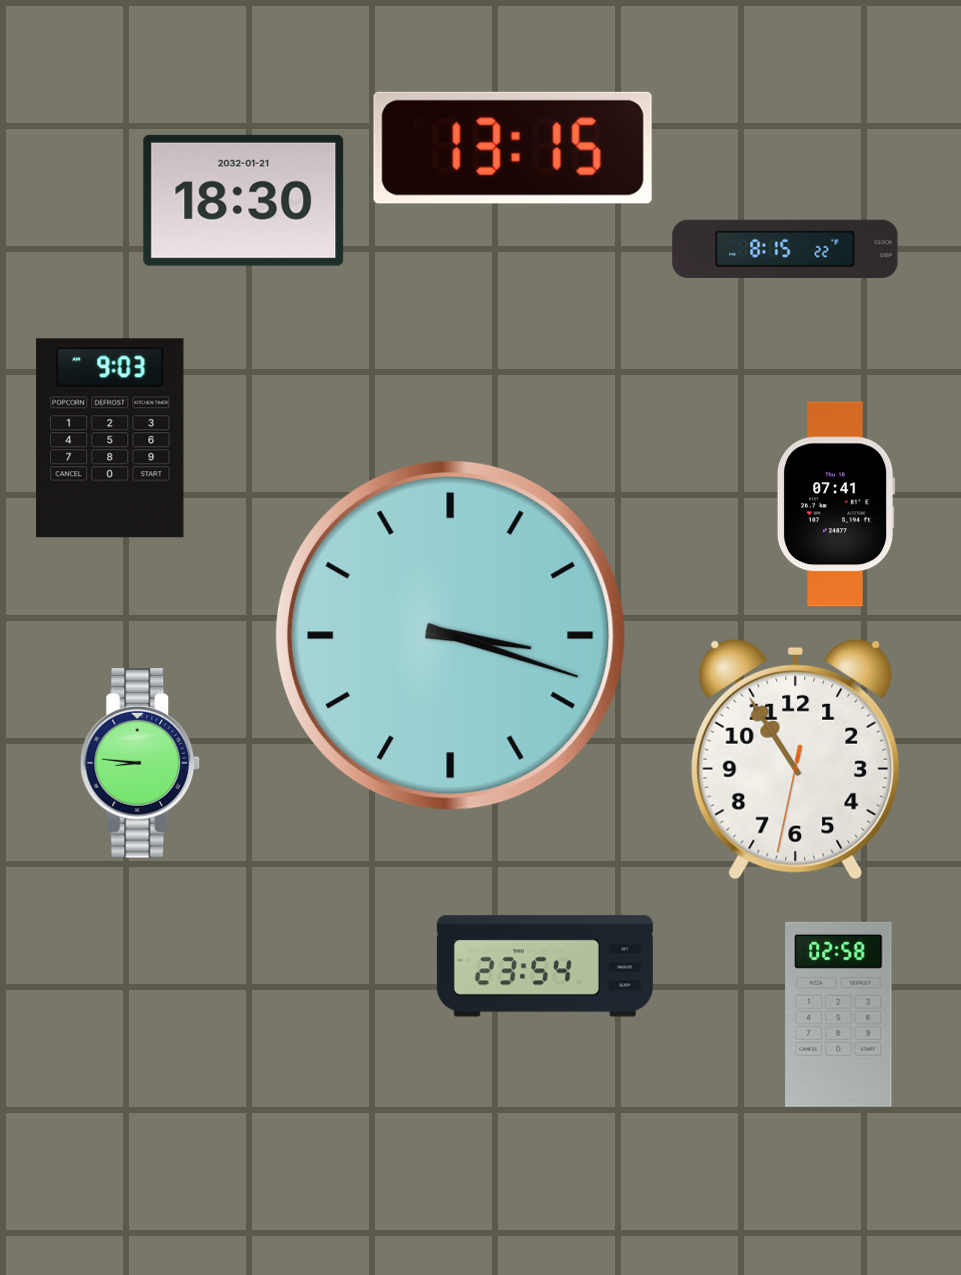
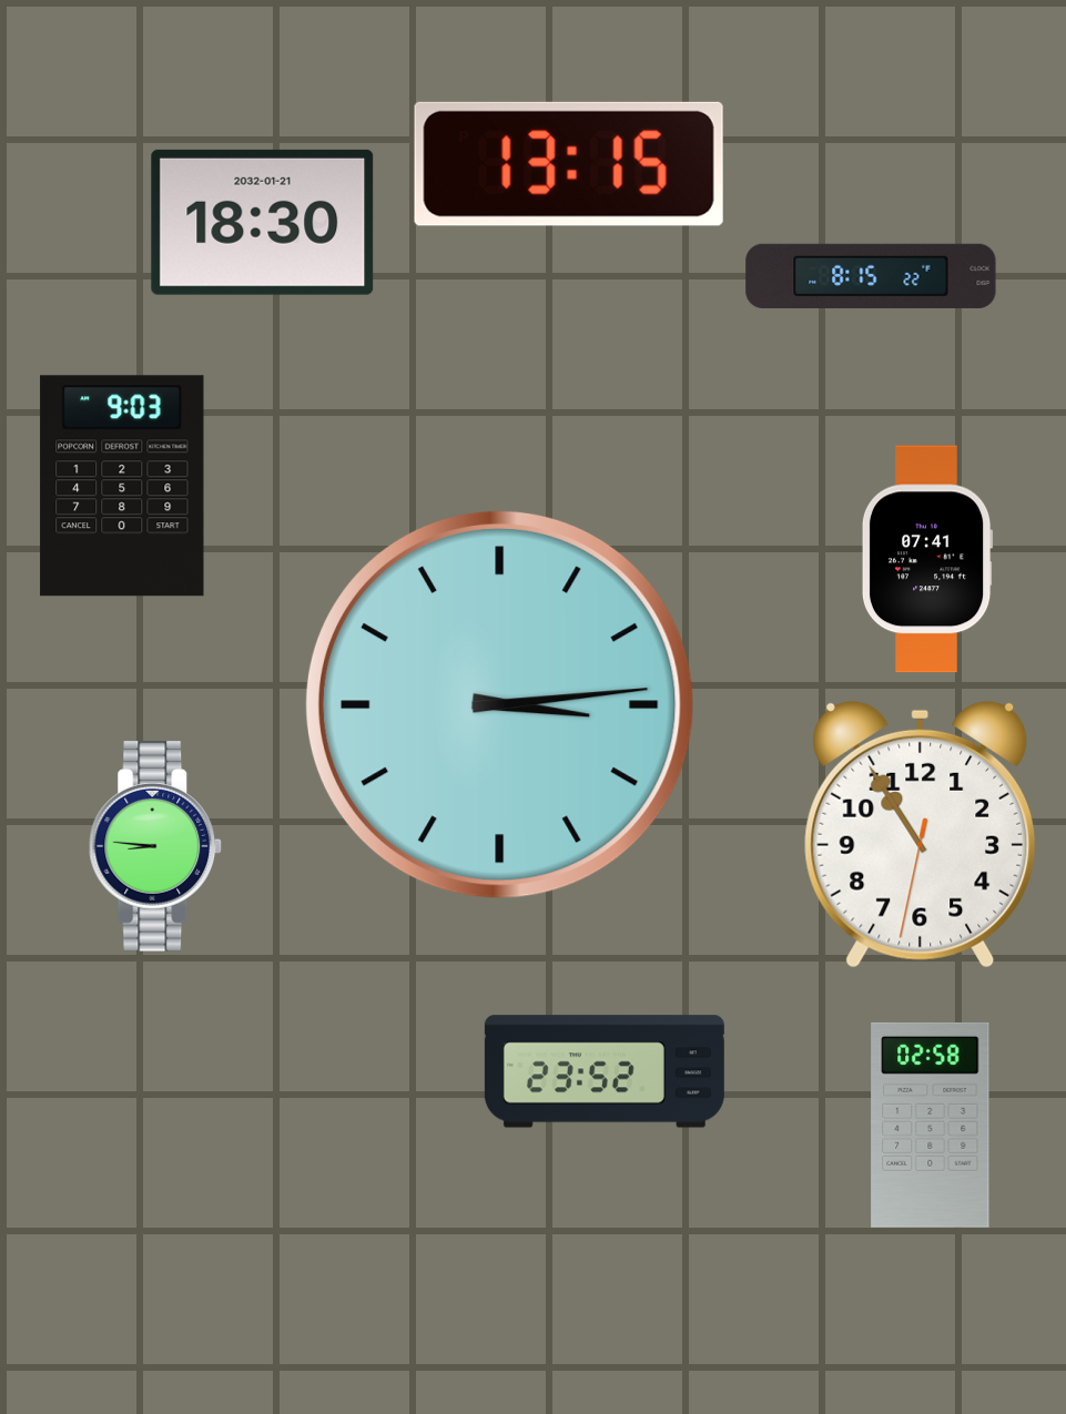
clock at (244, 200) position: (244, 200) -> (263, 222)
clock at (450, 635): 3:18 -> 3:14
clock at (796, 759) position: (796, 759) -> (921, 834)
clock at (545, 966): 23:54 -> 23:52
